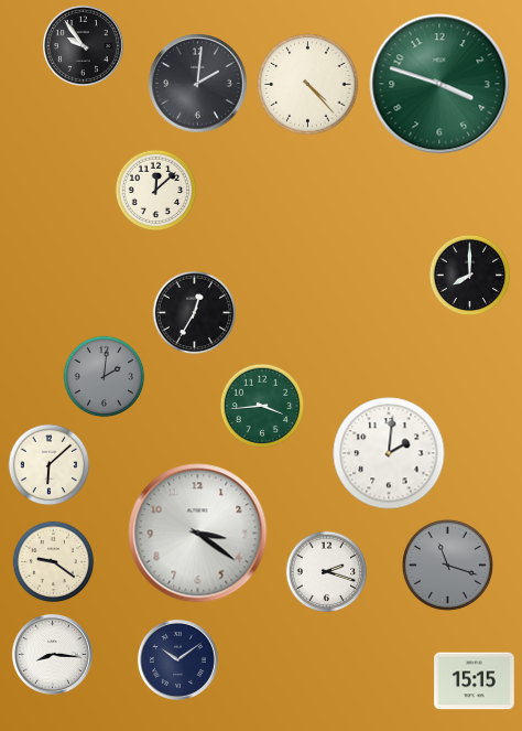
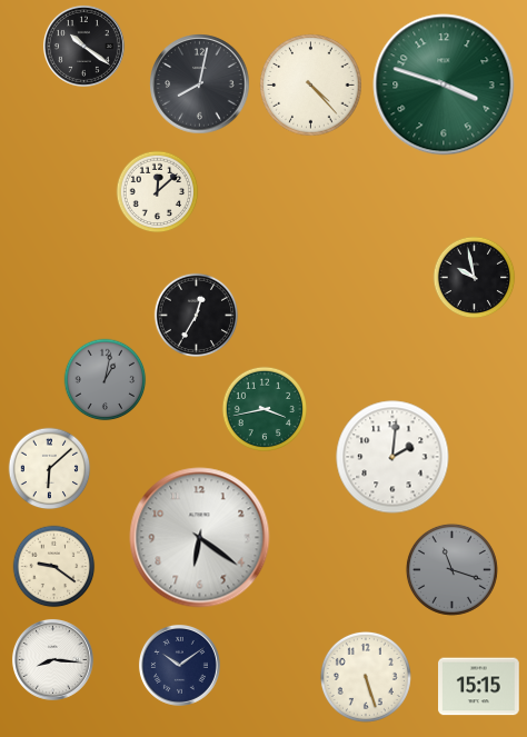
clock at (83, 45): 9:54 -> 10:21
clock at (198, 84): 2:01 -> 8:02
clock at (470, 276): 8:00 -> 9:58
clock at (105, 377): 2:01 -> 1:02
clock at (261, 405): 3:44 -> 3:43
clock at (198, 534): 3:21 -> 6:21
clock at (327, 572): 2:18 -> none
clock at (366, 677): none -> 5:27
